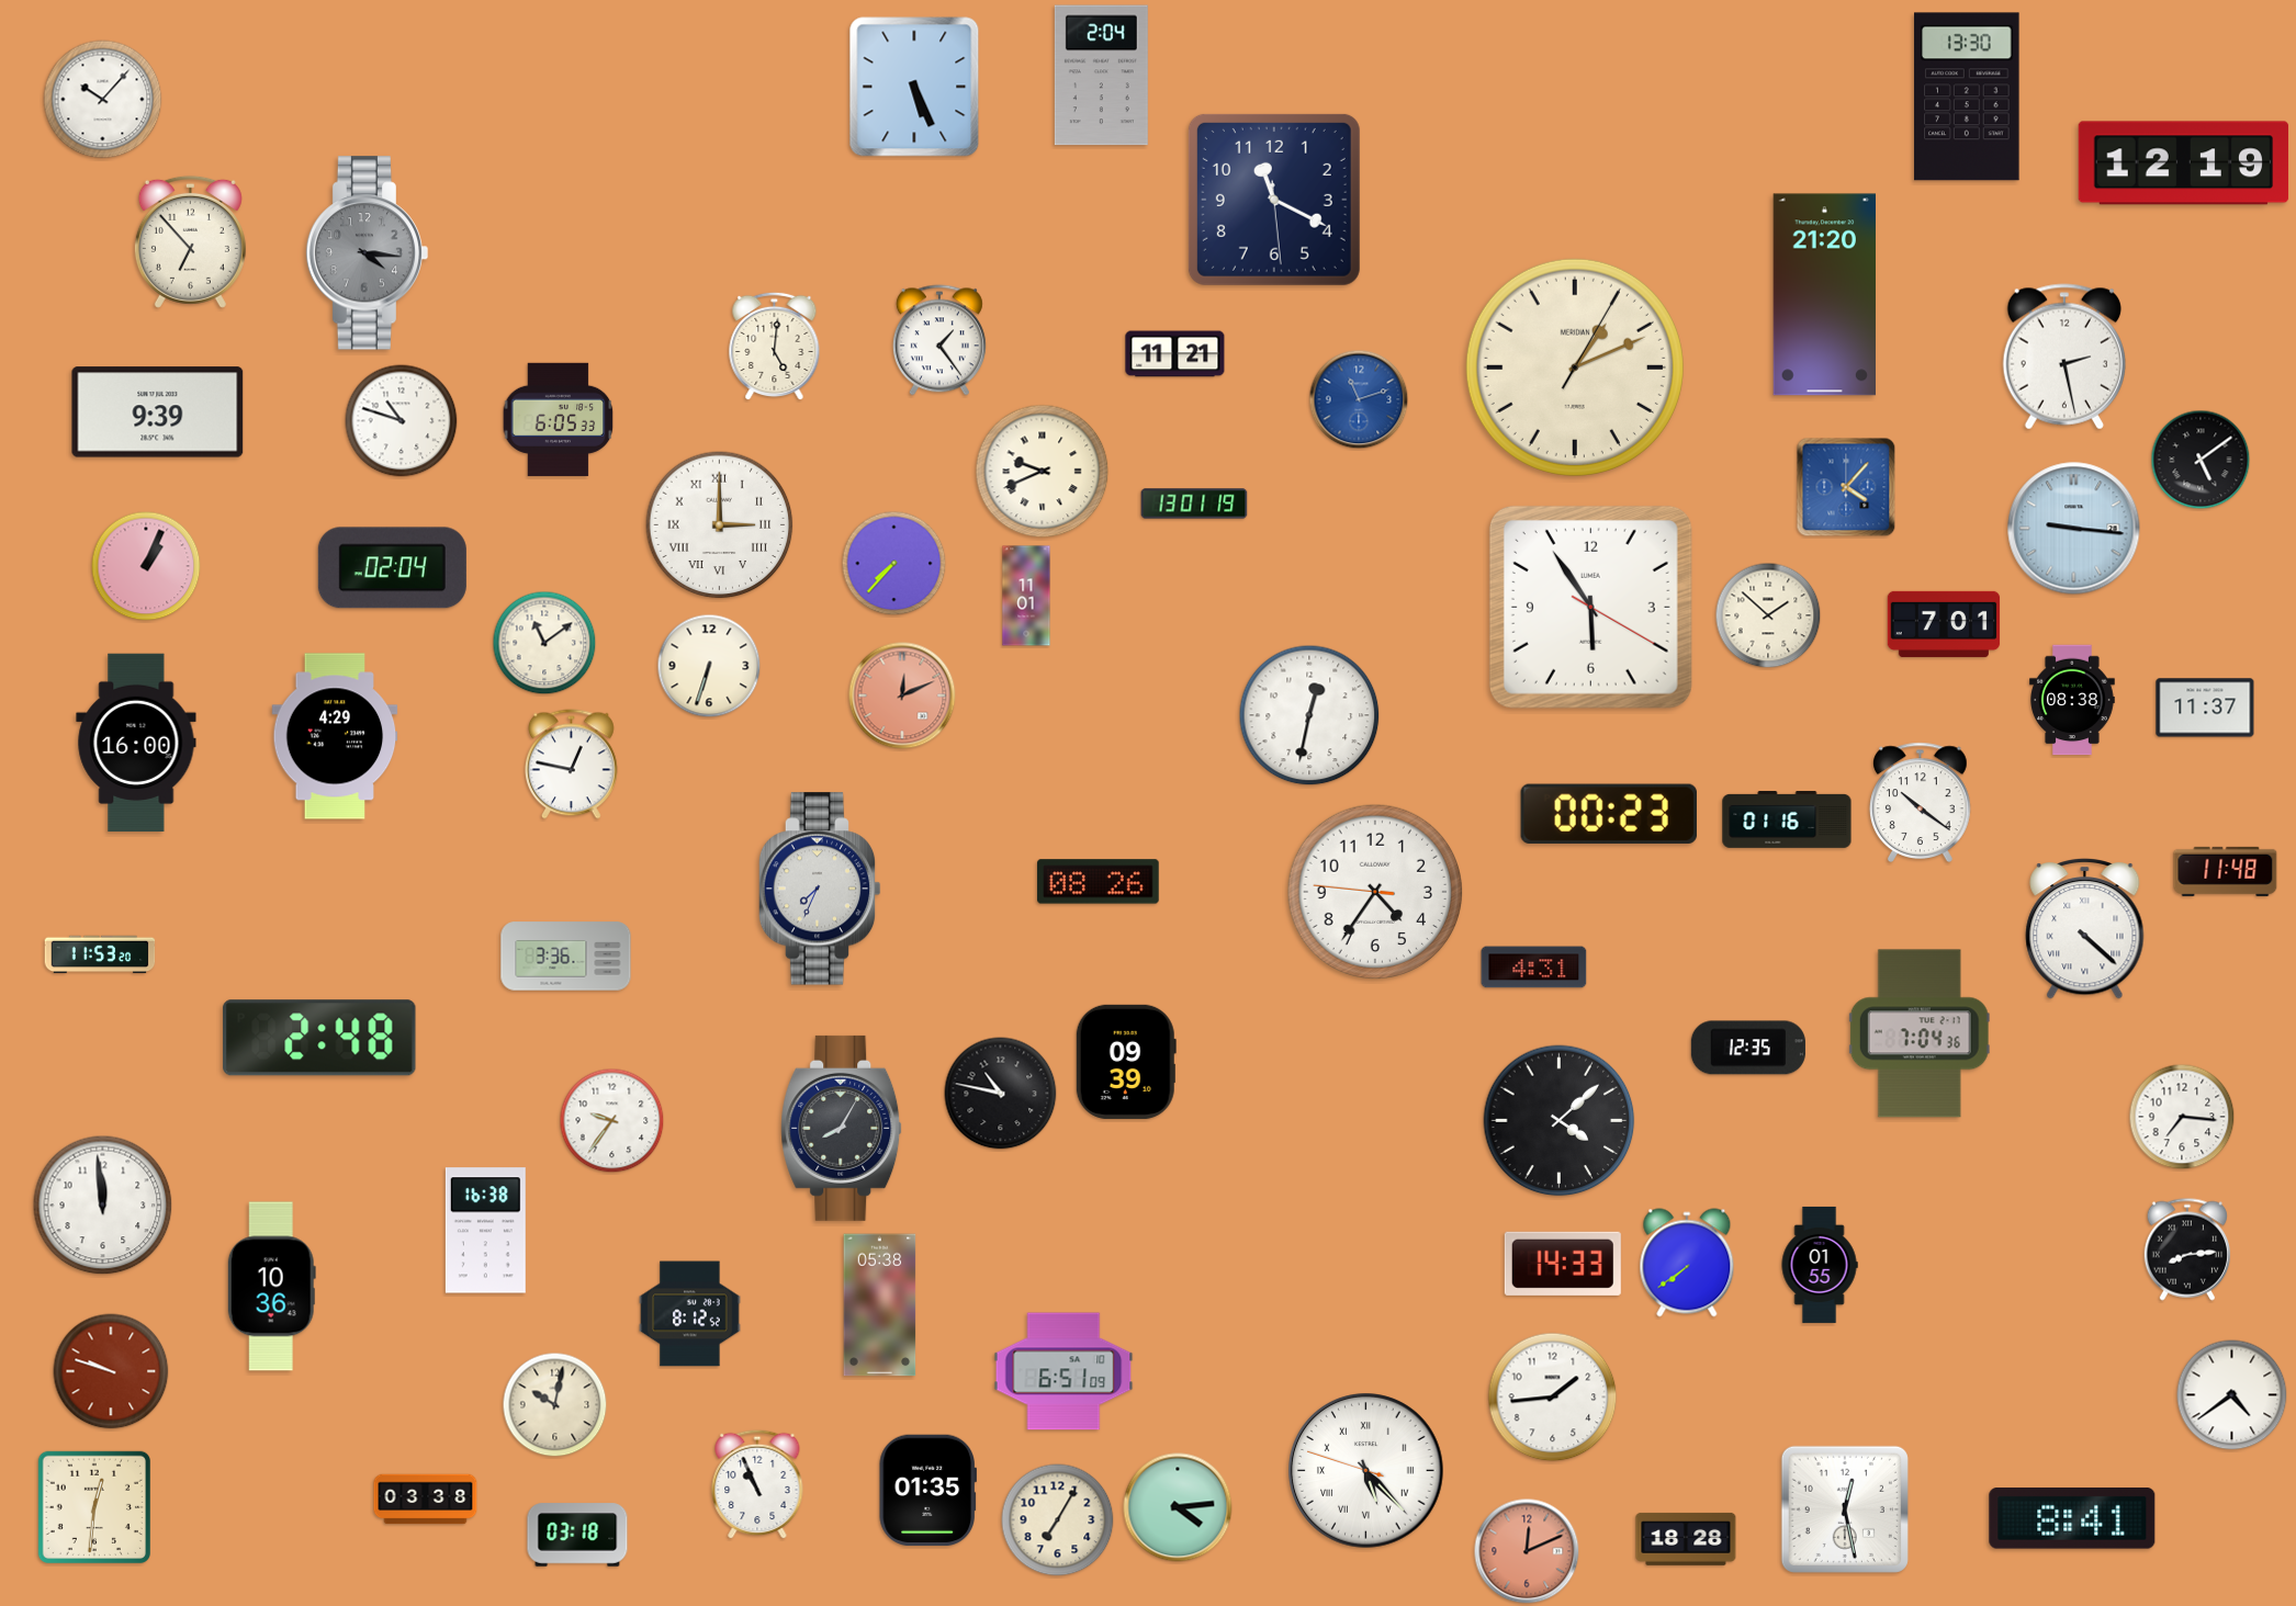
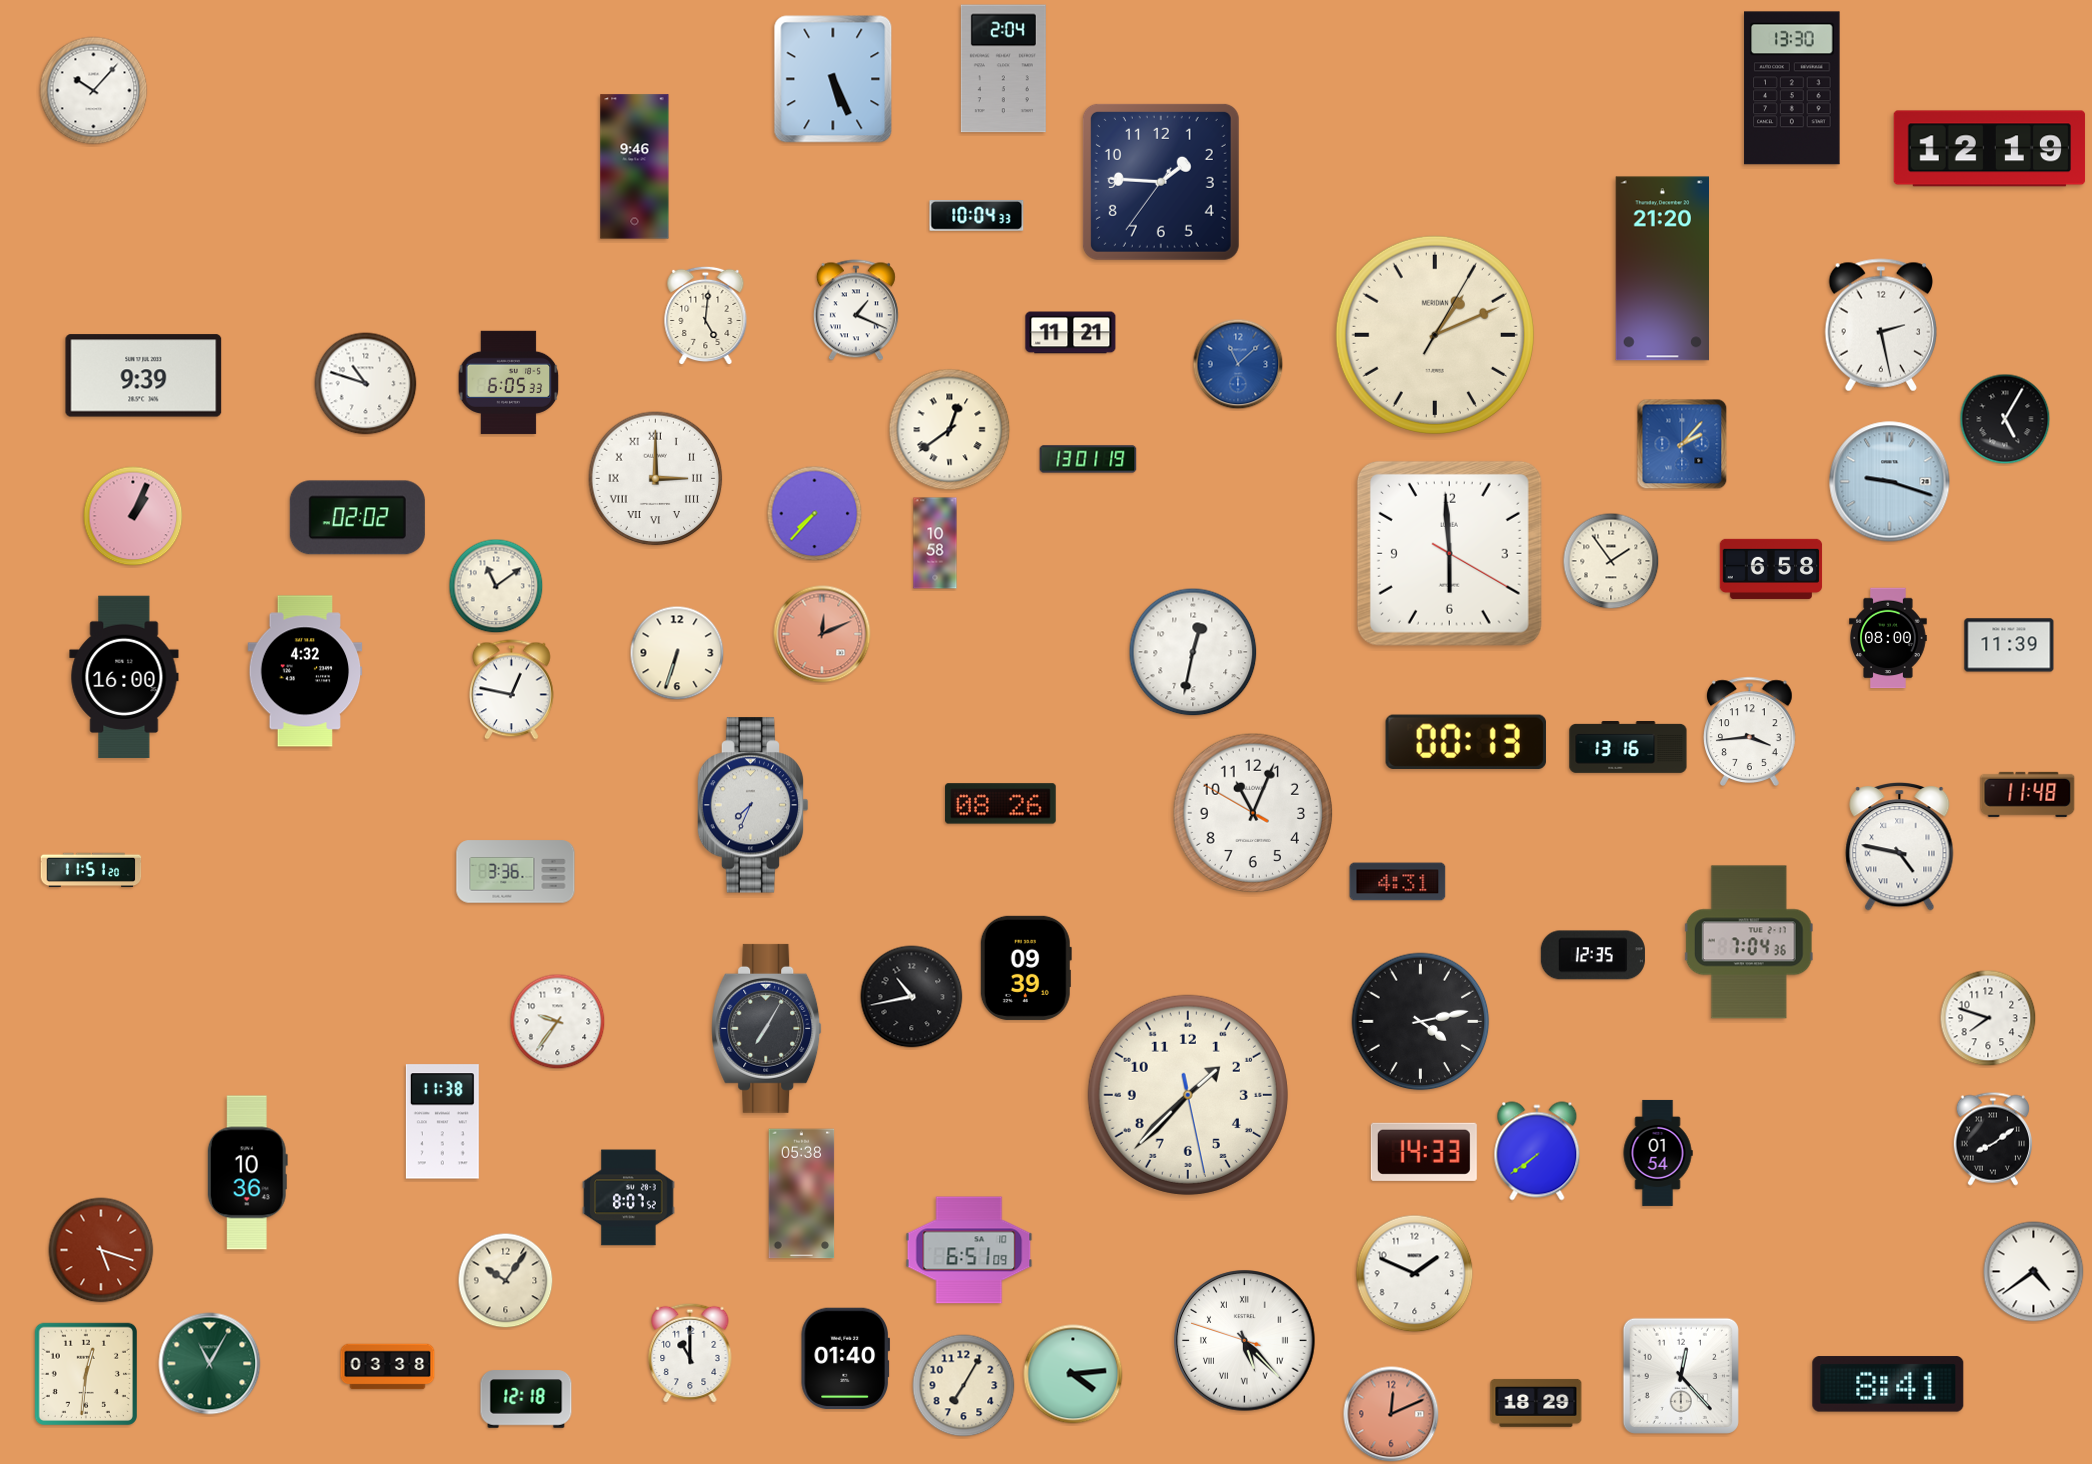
clock at (635, 167): none -> 9:46
clock at (1274, 200): 11:19 -> 1:45
clock at (977, 216): none -> 10:04
clock at (190, 241): 6:53 -> none
clock at (368, 253): 4:16 -> none
clock at (939, 340): 1:24 -> 1:19
clock at (1175, 354) position: (1175, 354) -> (1071, 333)
clock at (1359, 399): 11:12 -> 11:08
clock at (2201, 460): 5:09 -> 5:05
clock at (1043, 472): 9:41 -> 12:39
clock at (1846, 487): 4:07 -> 2:07
clock at (2074, 529): 9:16 -> 9:18
clock at (392, 568): 02:04 -> 02:02
clock at (1026, 596): 11:01 -> 10:58
clock at (1590, 607): 5:54 -> 5:59
clock at (1768, 615): 1:52 -> 1:54
clock at (1944, 624): 7:01 -> 6:58
clock at (709, 666) position: (709, 666) -> (677, 653)
clock at (2072, 700): 08:38 -> 08:00
clock at (2205, 708): 11:37 -> 11:39
clock at (335, 736): 4:29 -> 4:32
clock at (572, 765) position: (572, 765) -> (512, 690)
clock at (1921, 802): 10:21 -> 3:44
clock at (1609, 814): 00:23 -> 00:13
clock at (1787, 821): 01:16 -> 13:16
clock at (820, 889) position: (820, 889) -> (753, 805)
clock at (1375, 892): 4:35 -> 11:03
clock at (2085, 929): 4:22 -> 4:47
clock at (100, 954): 11:53 -> 11:51
clock at (319, 1038): 2:48 -> none
clock at (1001, 1094): 10:47 -> 10:43
clock at (2182, 1117): 7:16 -> 7:48
clock at (1560, 1121): 4:08 -> 4:13
clock at (842, 1128): 8:05 -> 7:05
clock at (1188, 1095): none -> 1:37
clock at (103, 1206): 11:59 -> none
clock at (485, 1231): 16:38 -> 11:38
clock at (2187, 1249): 8:14 -> 8:09
clock at (1820, 1265): 01:55 -> 01:54
clock at (880, 1305) position: (880, 1305) -> (802, 1194)
clock at (690, 1314): 8:12 -> 8:07
clock at (111, 1371): 9:48 -> 5:18
clock at (1553, 1398): 1:44 -> 1:49
clock at (555, 1405): 10:02 -> 10:06
clock at (757, 1484): 10:56 -> 11:00
clock at (927, 1490): 01:35 -> 01:40
clock at (210, 1364): none -> 11:05
clock at (1845, 1509): 12:28 -> 12:23
clock at (577, 1535): 03:18 -> 12:18
clock at (1686, 1539): 18:28 -> 18:29
